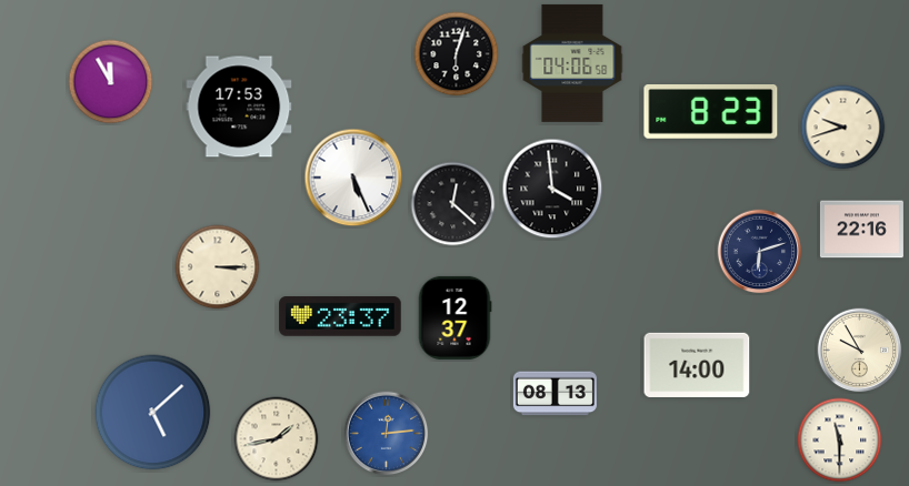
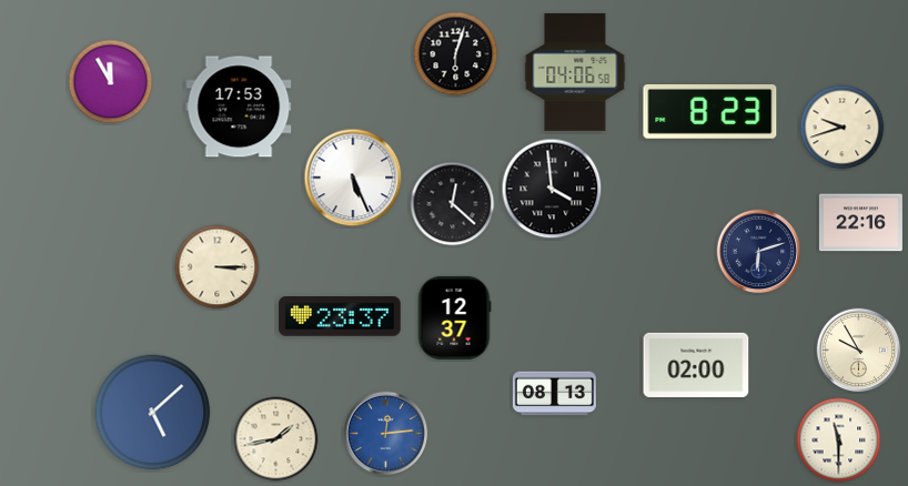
clock at (572, 63) position: (572, 63) -> (575, 72)
clock at (861, 230) position: (861, 230) -> (860, 223)
clock at (697, 365): 14:00 -> 02:00
